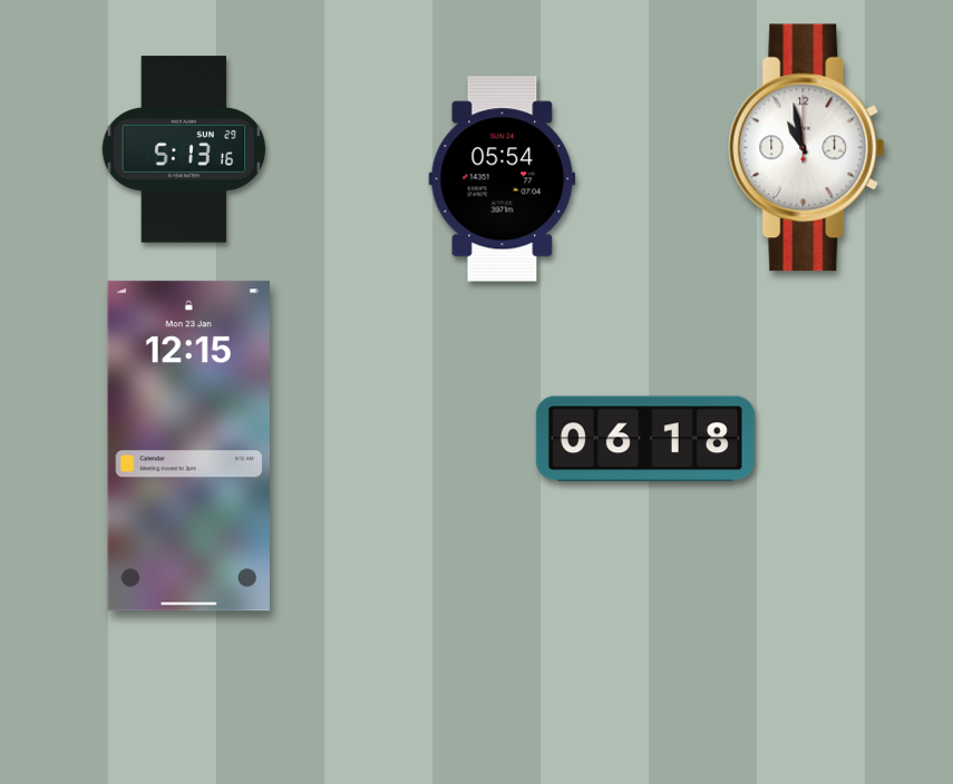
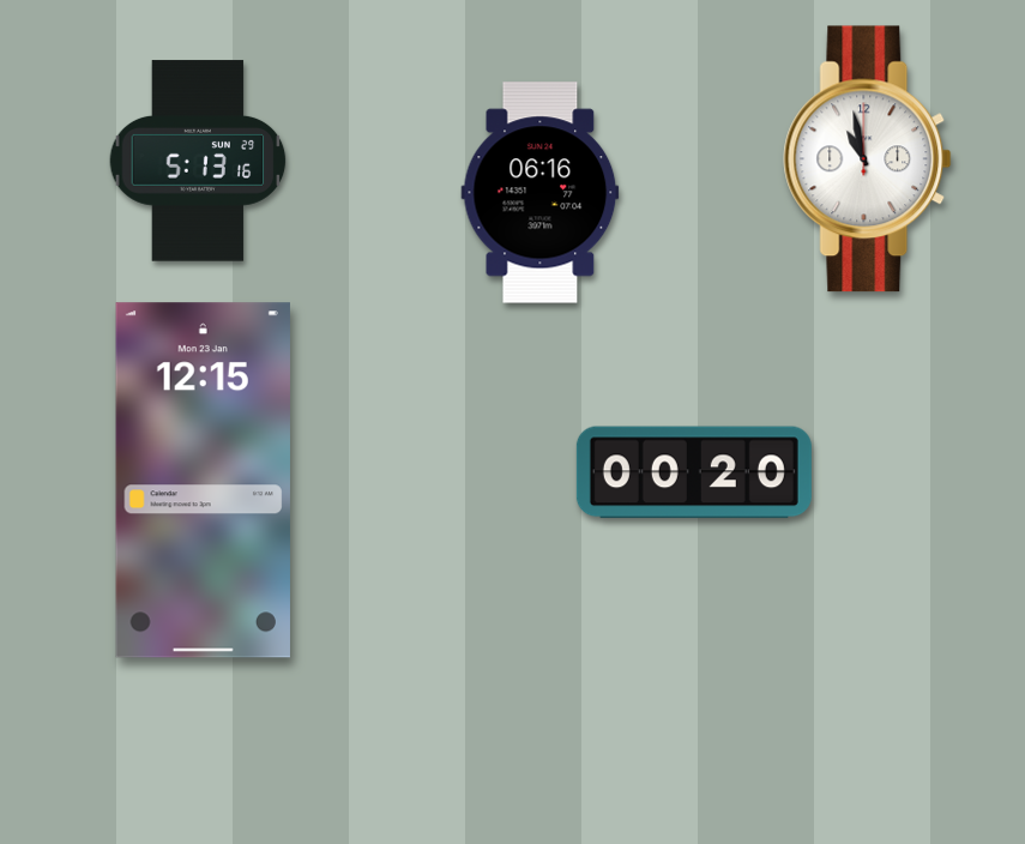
clock at (503, 179): 05:54 -> 06:16
clock at (645, 439): 06:18 -> 00:20
